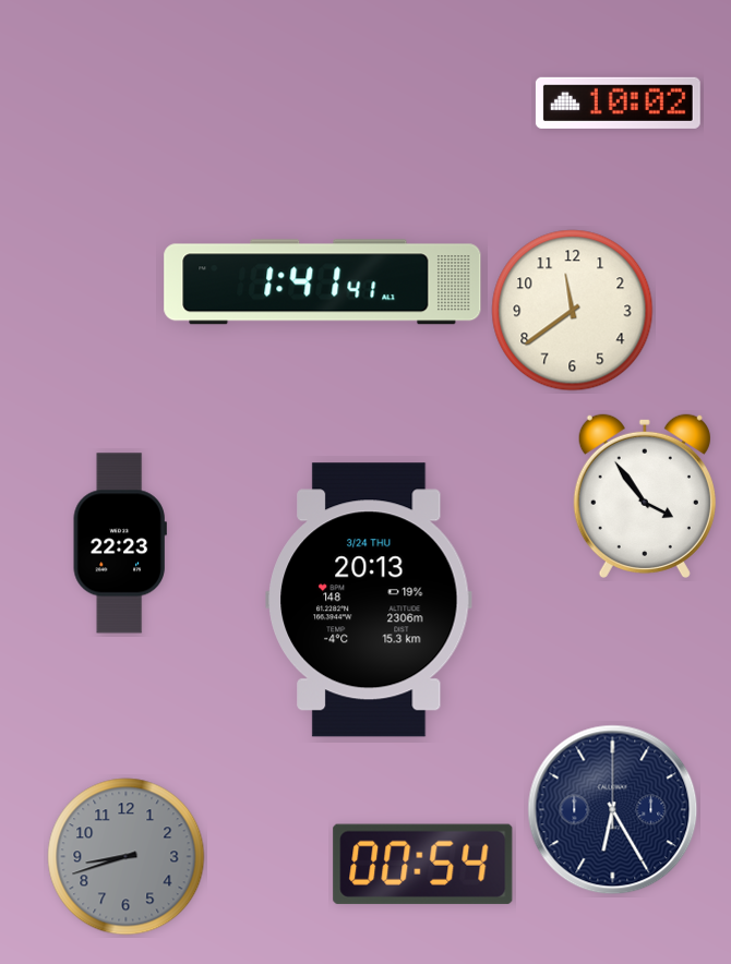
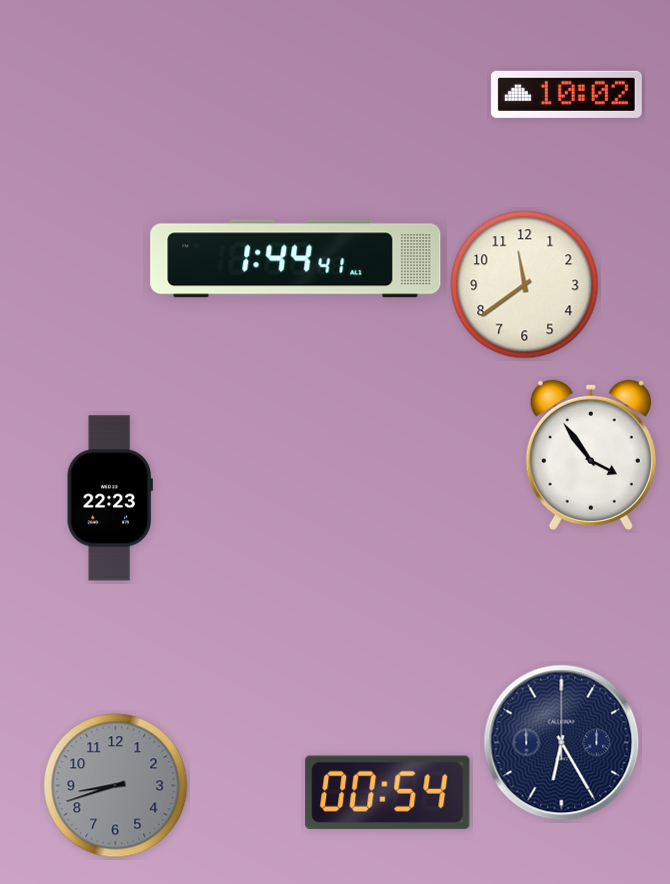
clock at (323, 282): 1:41 -> 1:44
clock at (369, 600): 20:13 -> none
